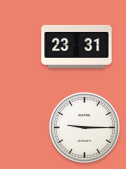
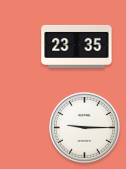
clock at (77, 46): 23:31 -> 23:35
